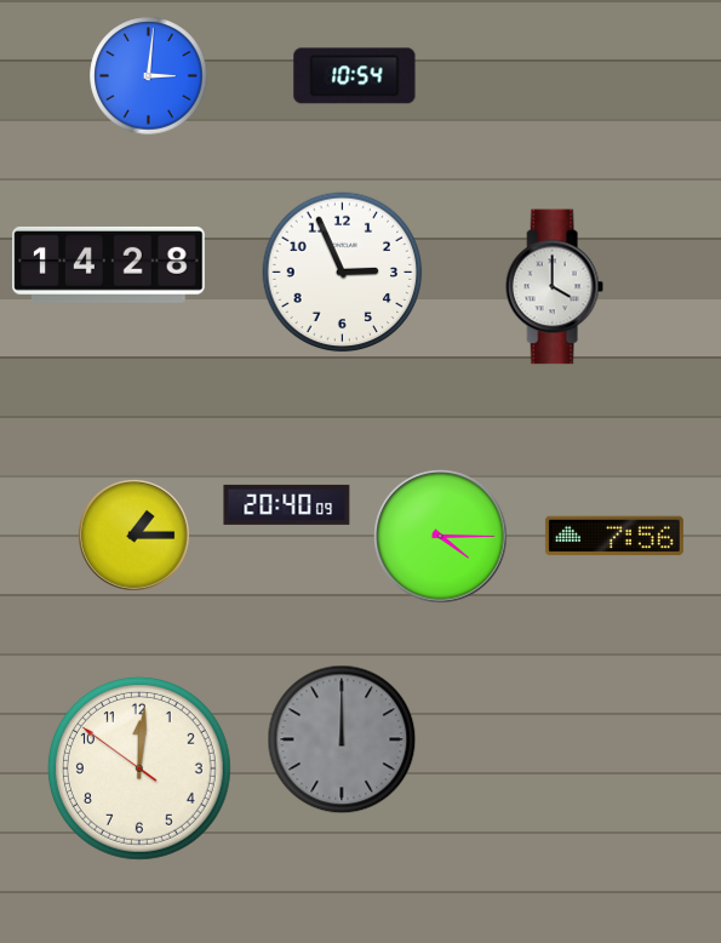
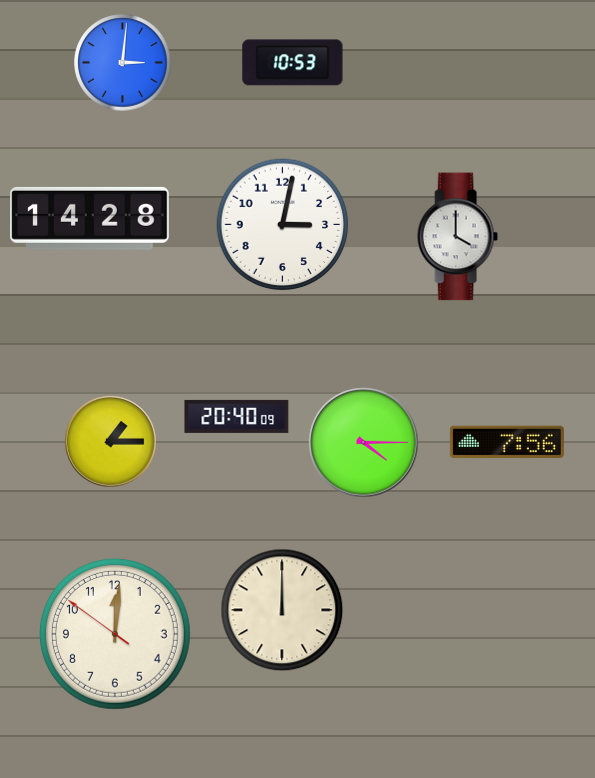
clock at (355, 76): 10:54 -> 10:53
clock at (343, 273): 2:56 -> 3:02
clock at (342, 739) dial: grey -> cream
